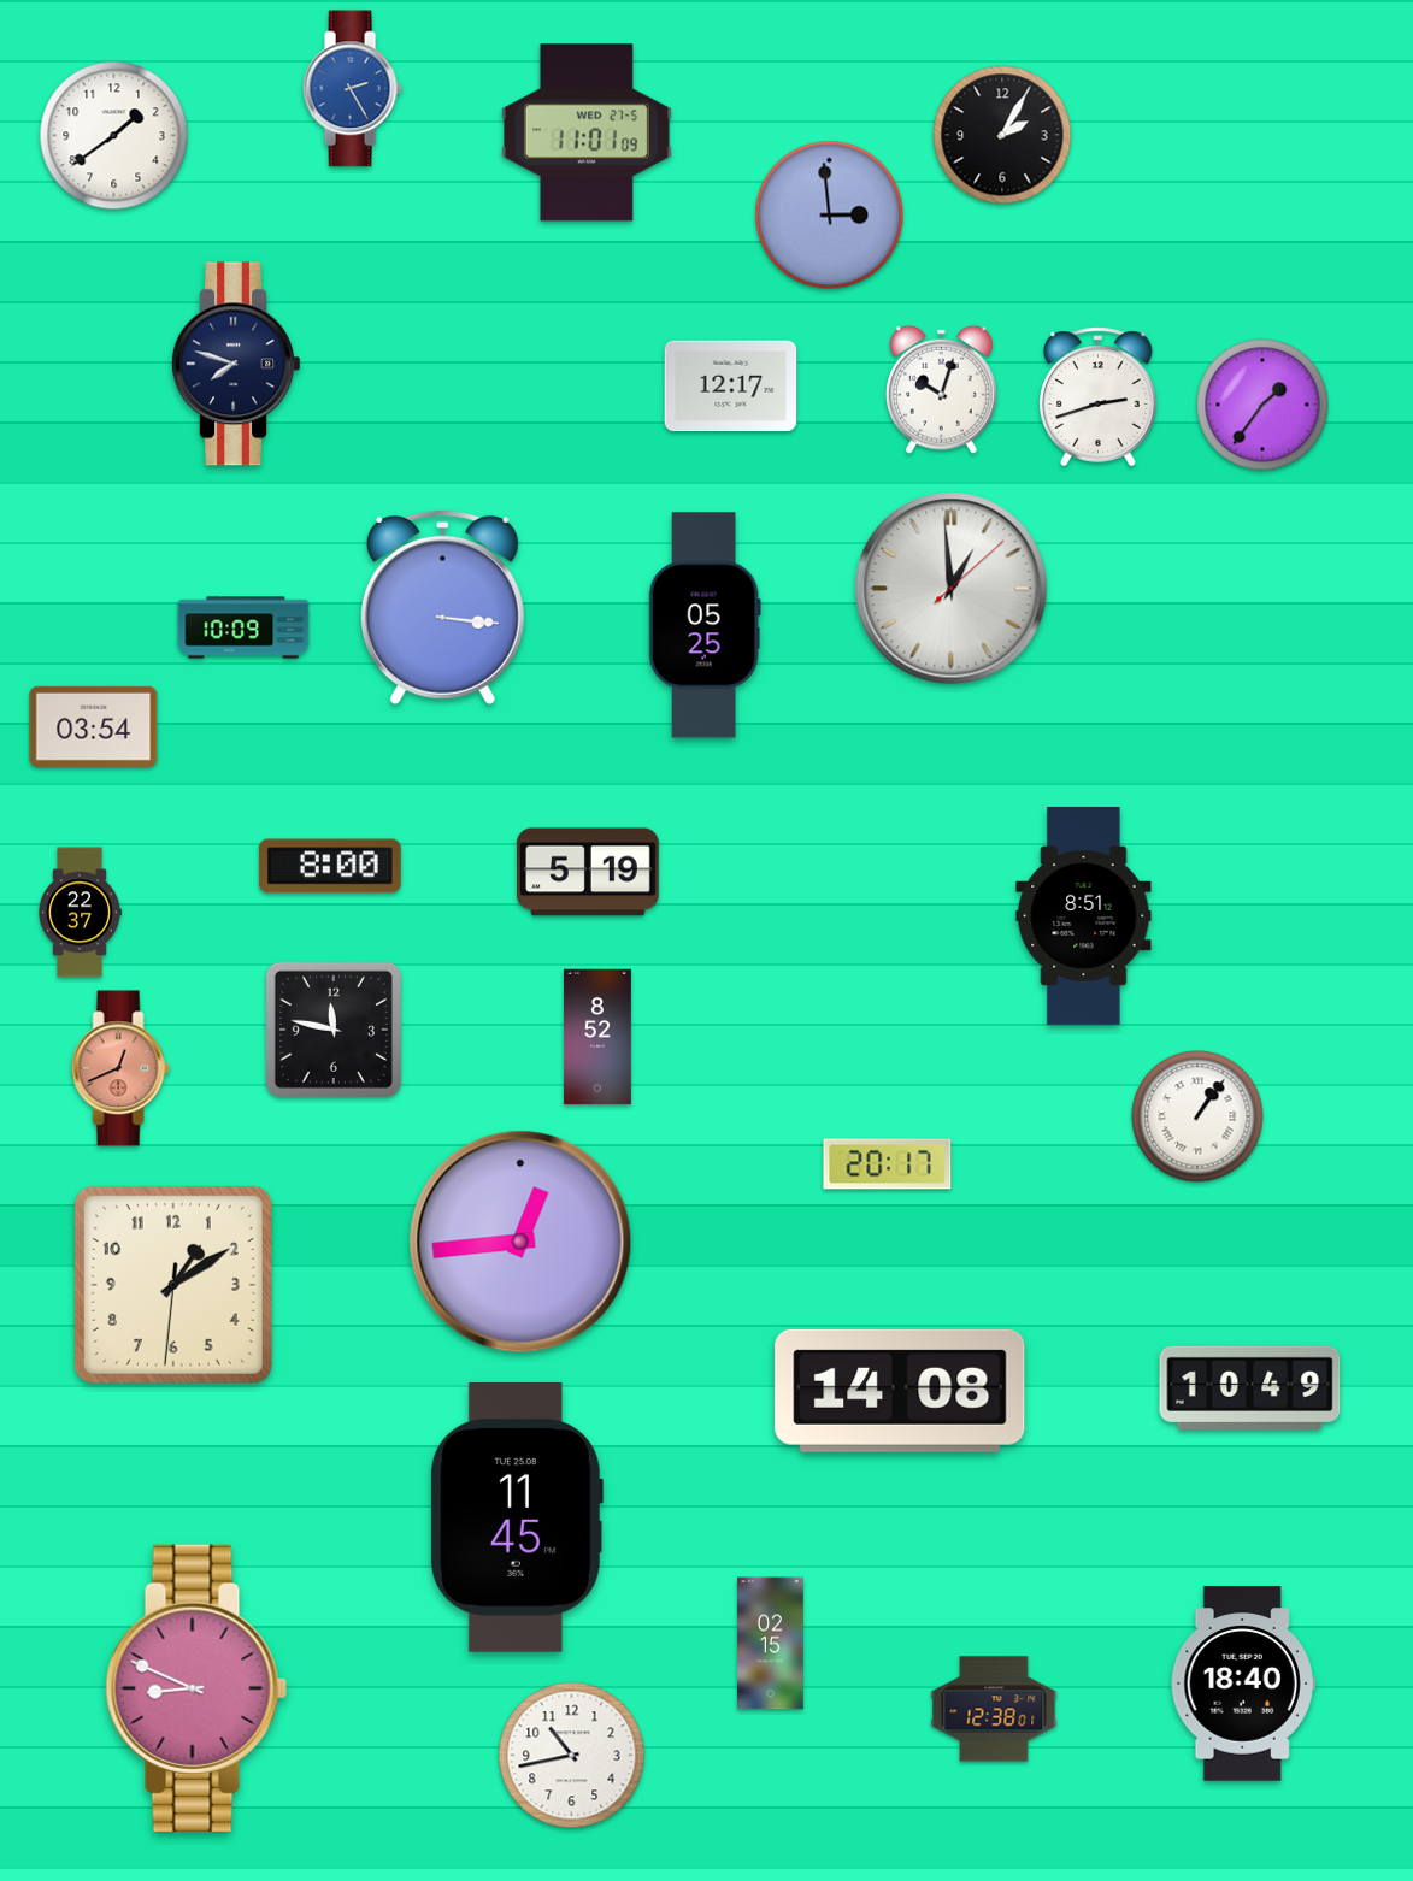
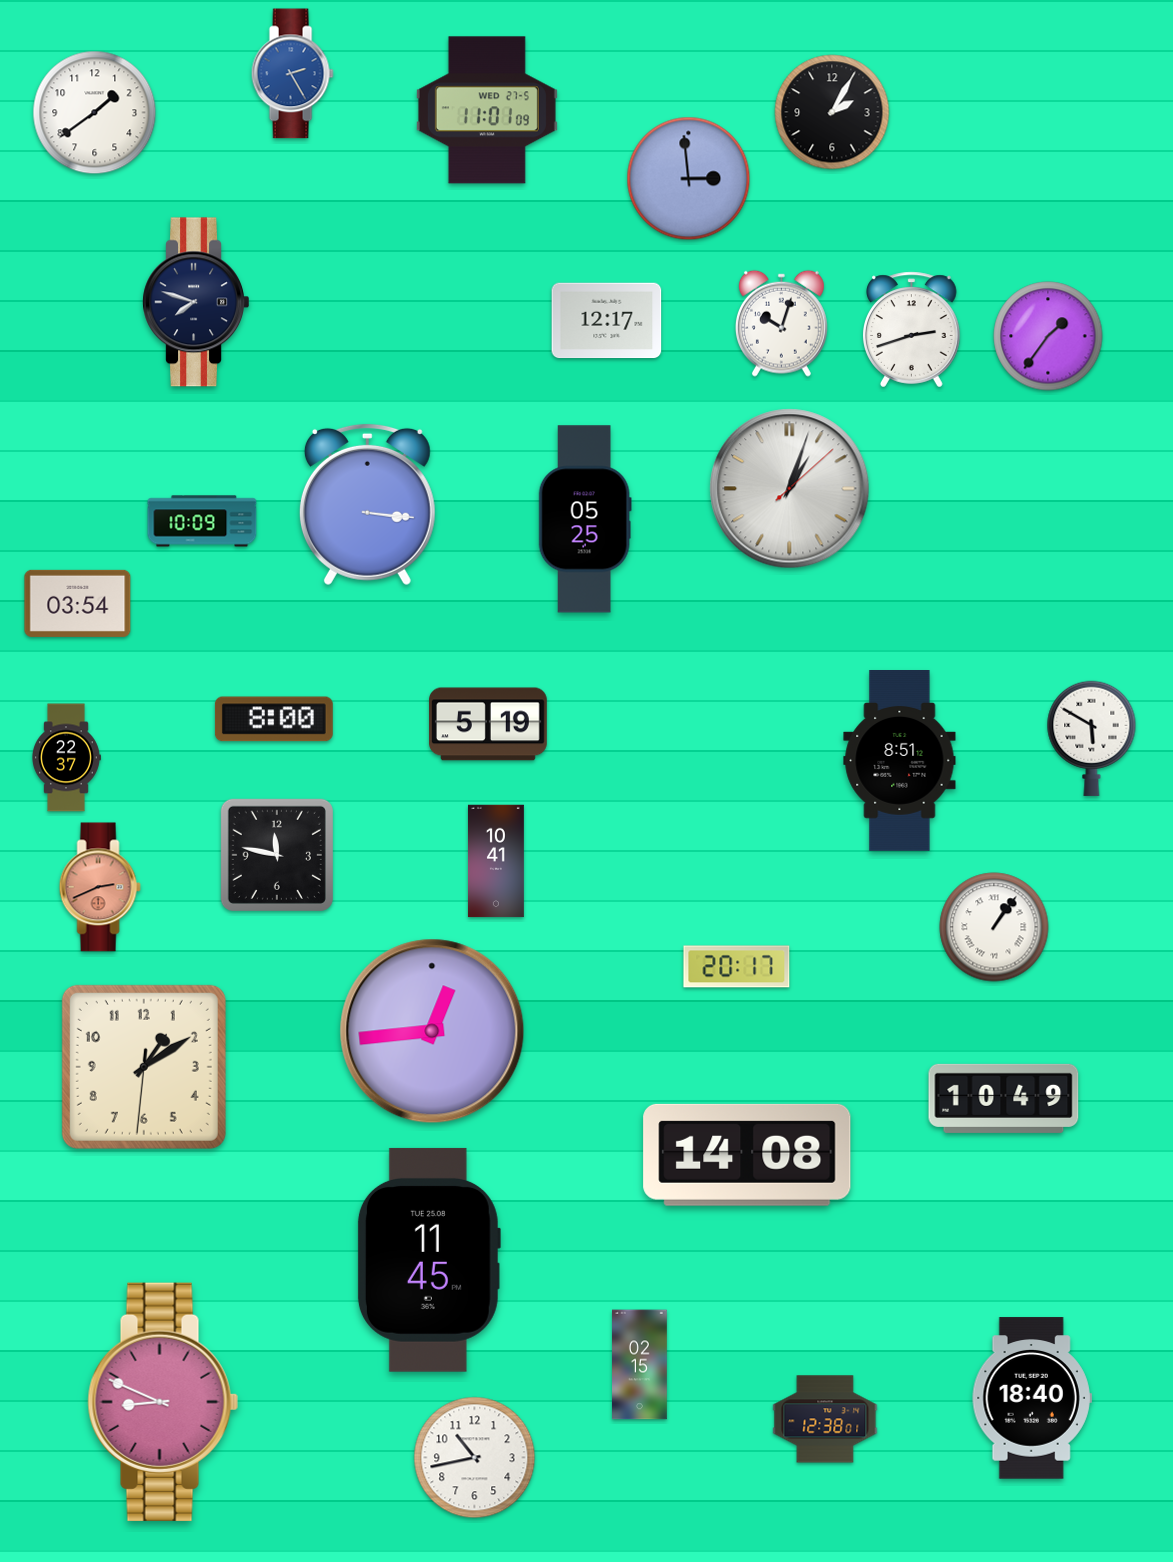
clock at (952, 589): 12:59 -> 1:03
clock at (1092, 738): none -> 5:50
clock at (597, 1037): 8:52 -> 10:41
clock at (120, 1068): 12:41 -> 2:41
clock at (1250, 1387) position: (1250, 1387) -> (1004, 1098)
